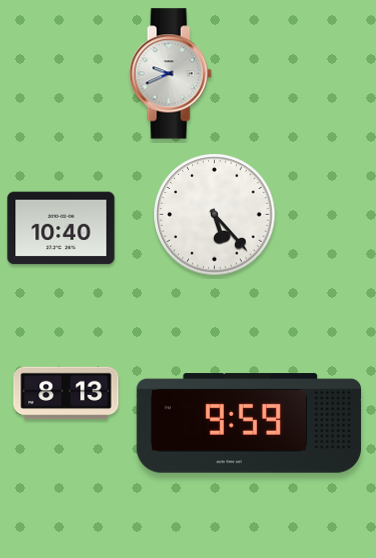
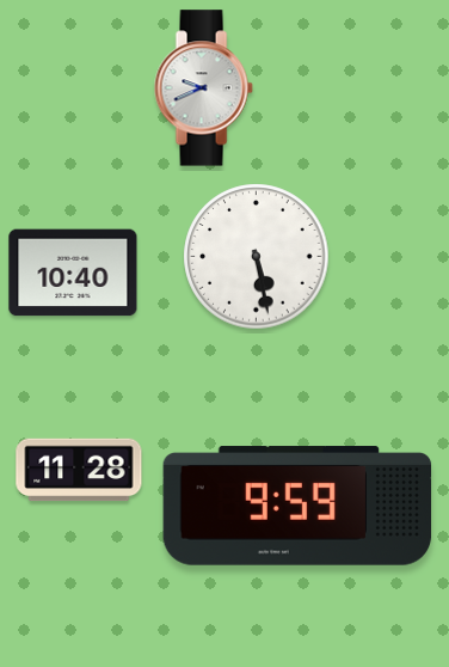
clock at (215, 215): 5:23 -> 5:28
clock at (66, 393): 8:13 -> 11:28
